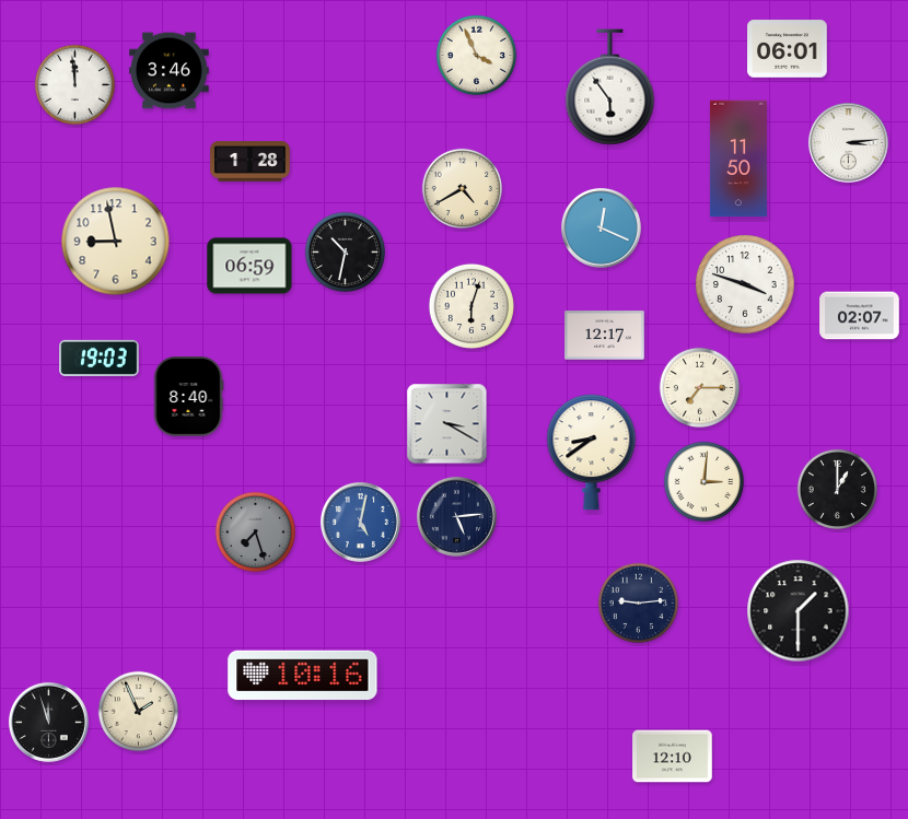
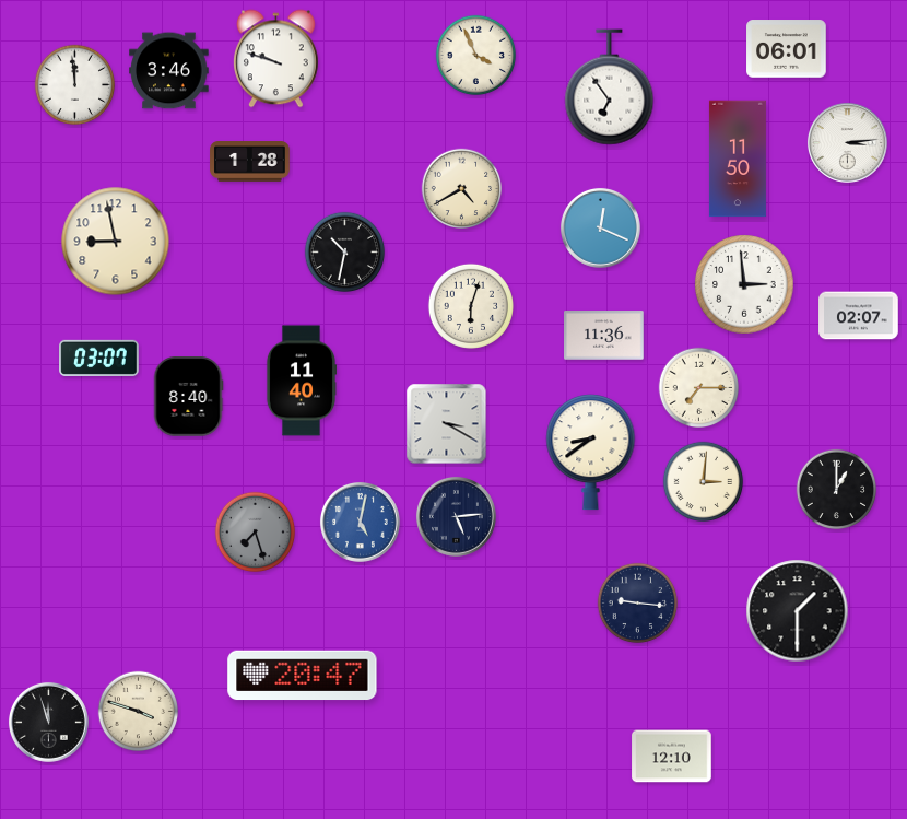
clock at (276, 59): none -> 9:48
clock at (610, 87): 5:54 -> 6:54
clock at (249, 266): 06:59 -> none
clock at (745, 284): 3:48 -> 2:59
clock at (605, 336): 12:17 -> 11:36
clock at (100, 358): 19:03 -> 03:07
clock at (302, 381): none -> 11:40
clock at (639, 604): 9:14 -> 9:16
clock at (303, 676): 10:16 -> 20:47
clock at (139, 712): 1:56 -> 3:48
